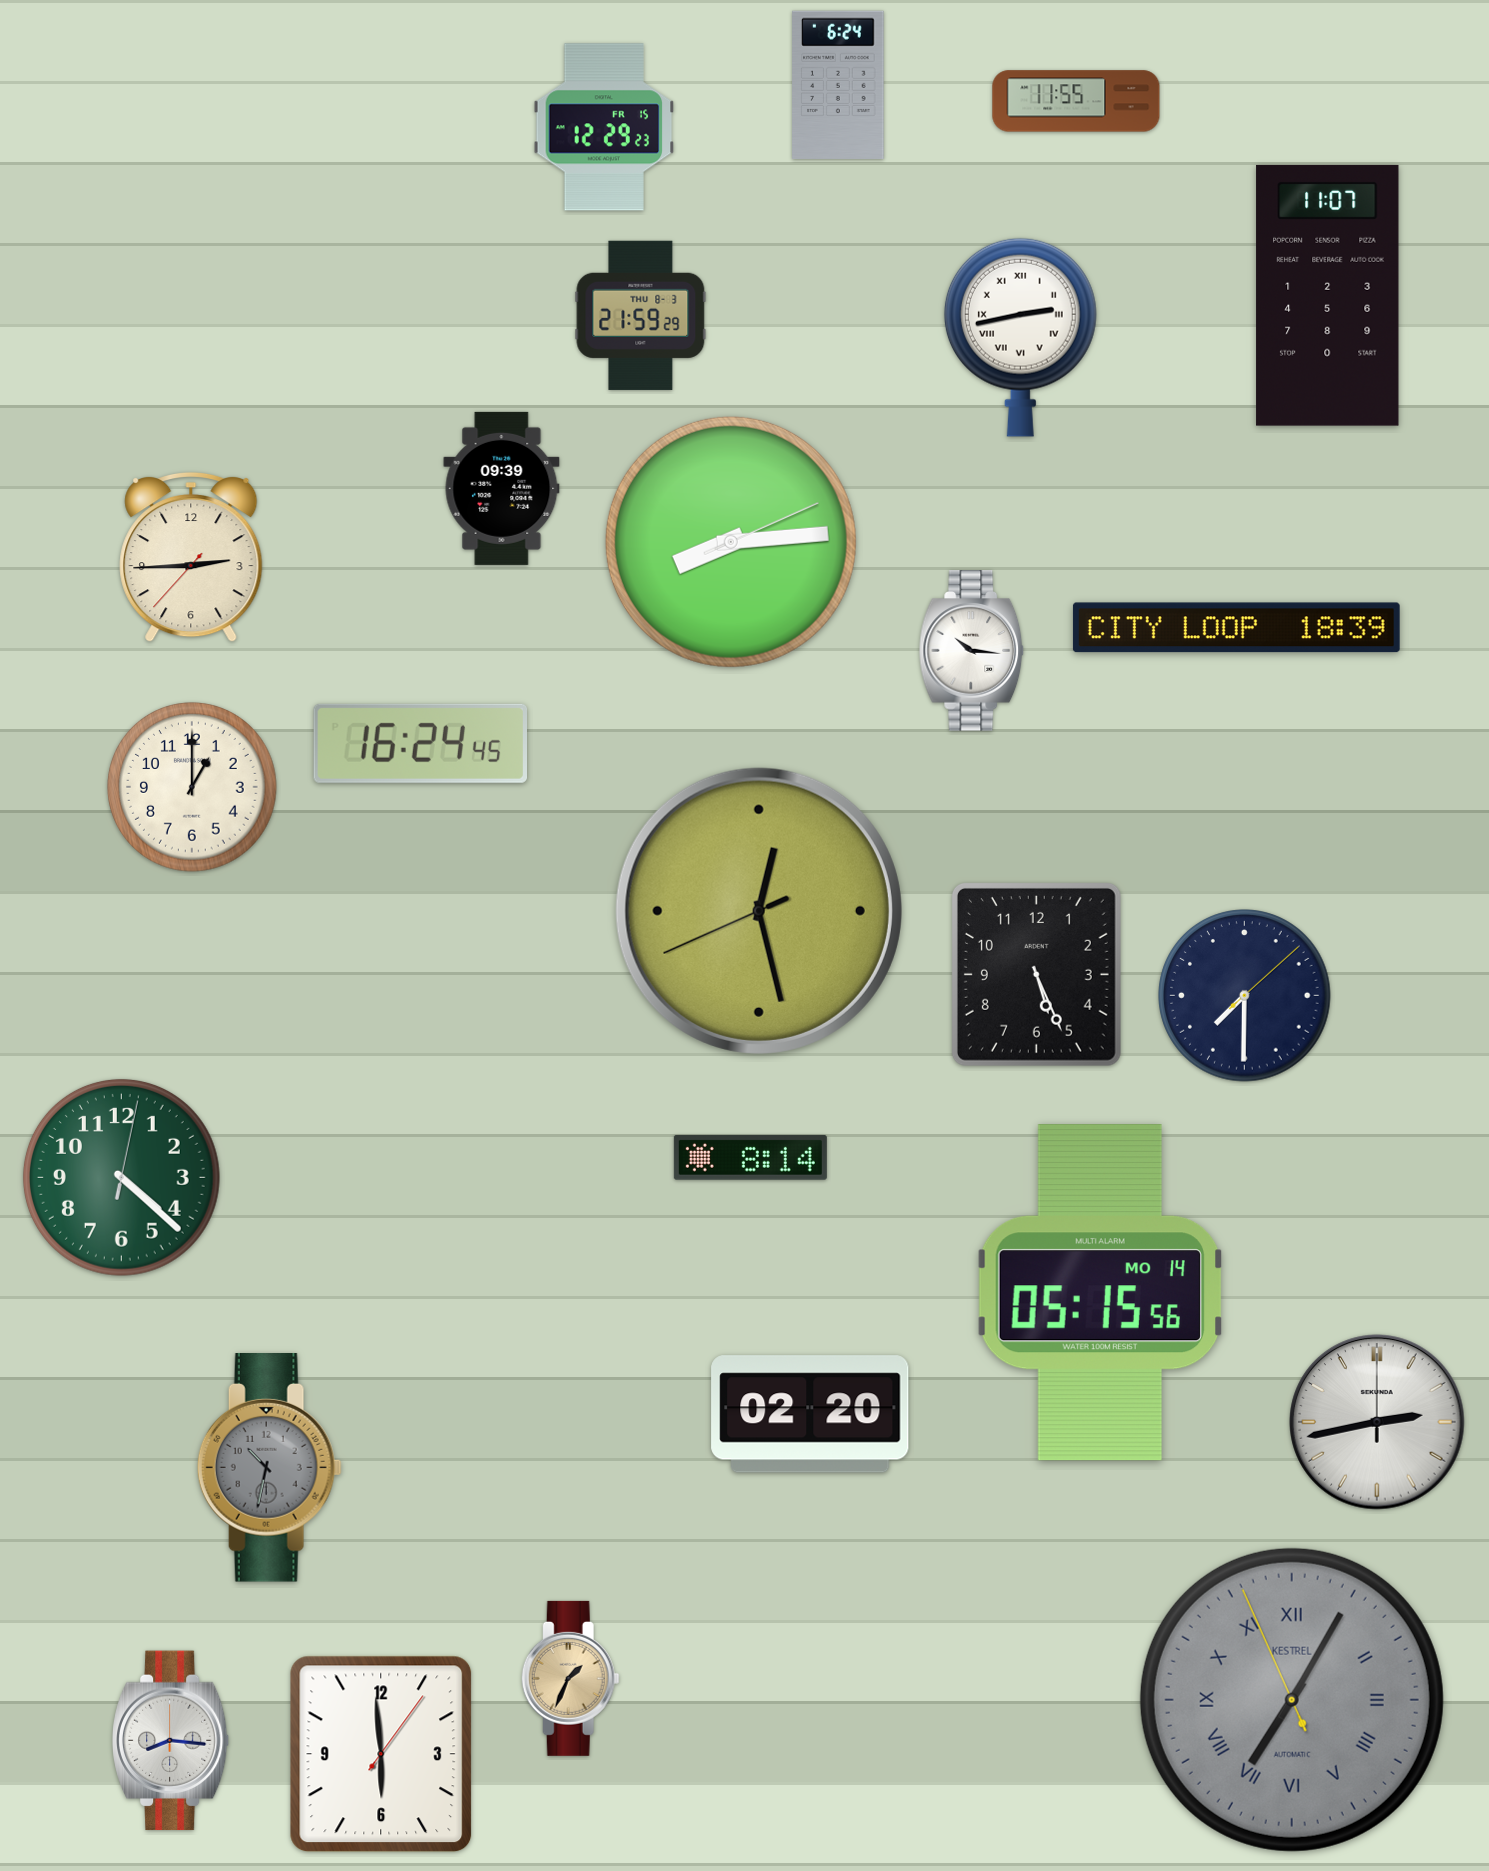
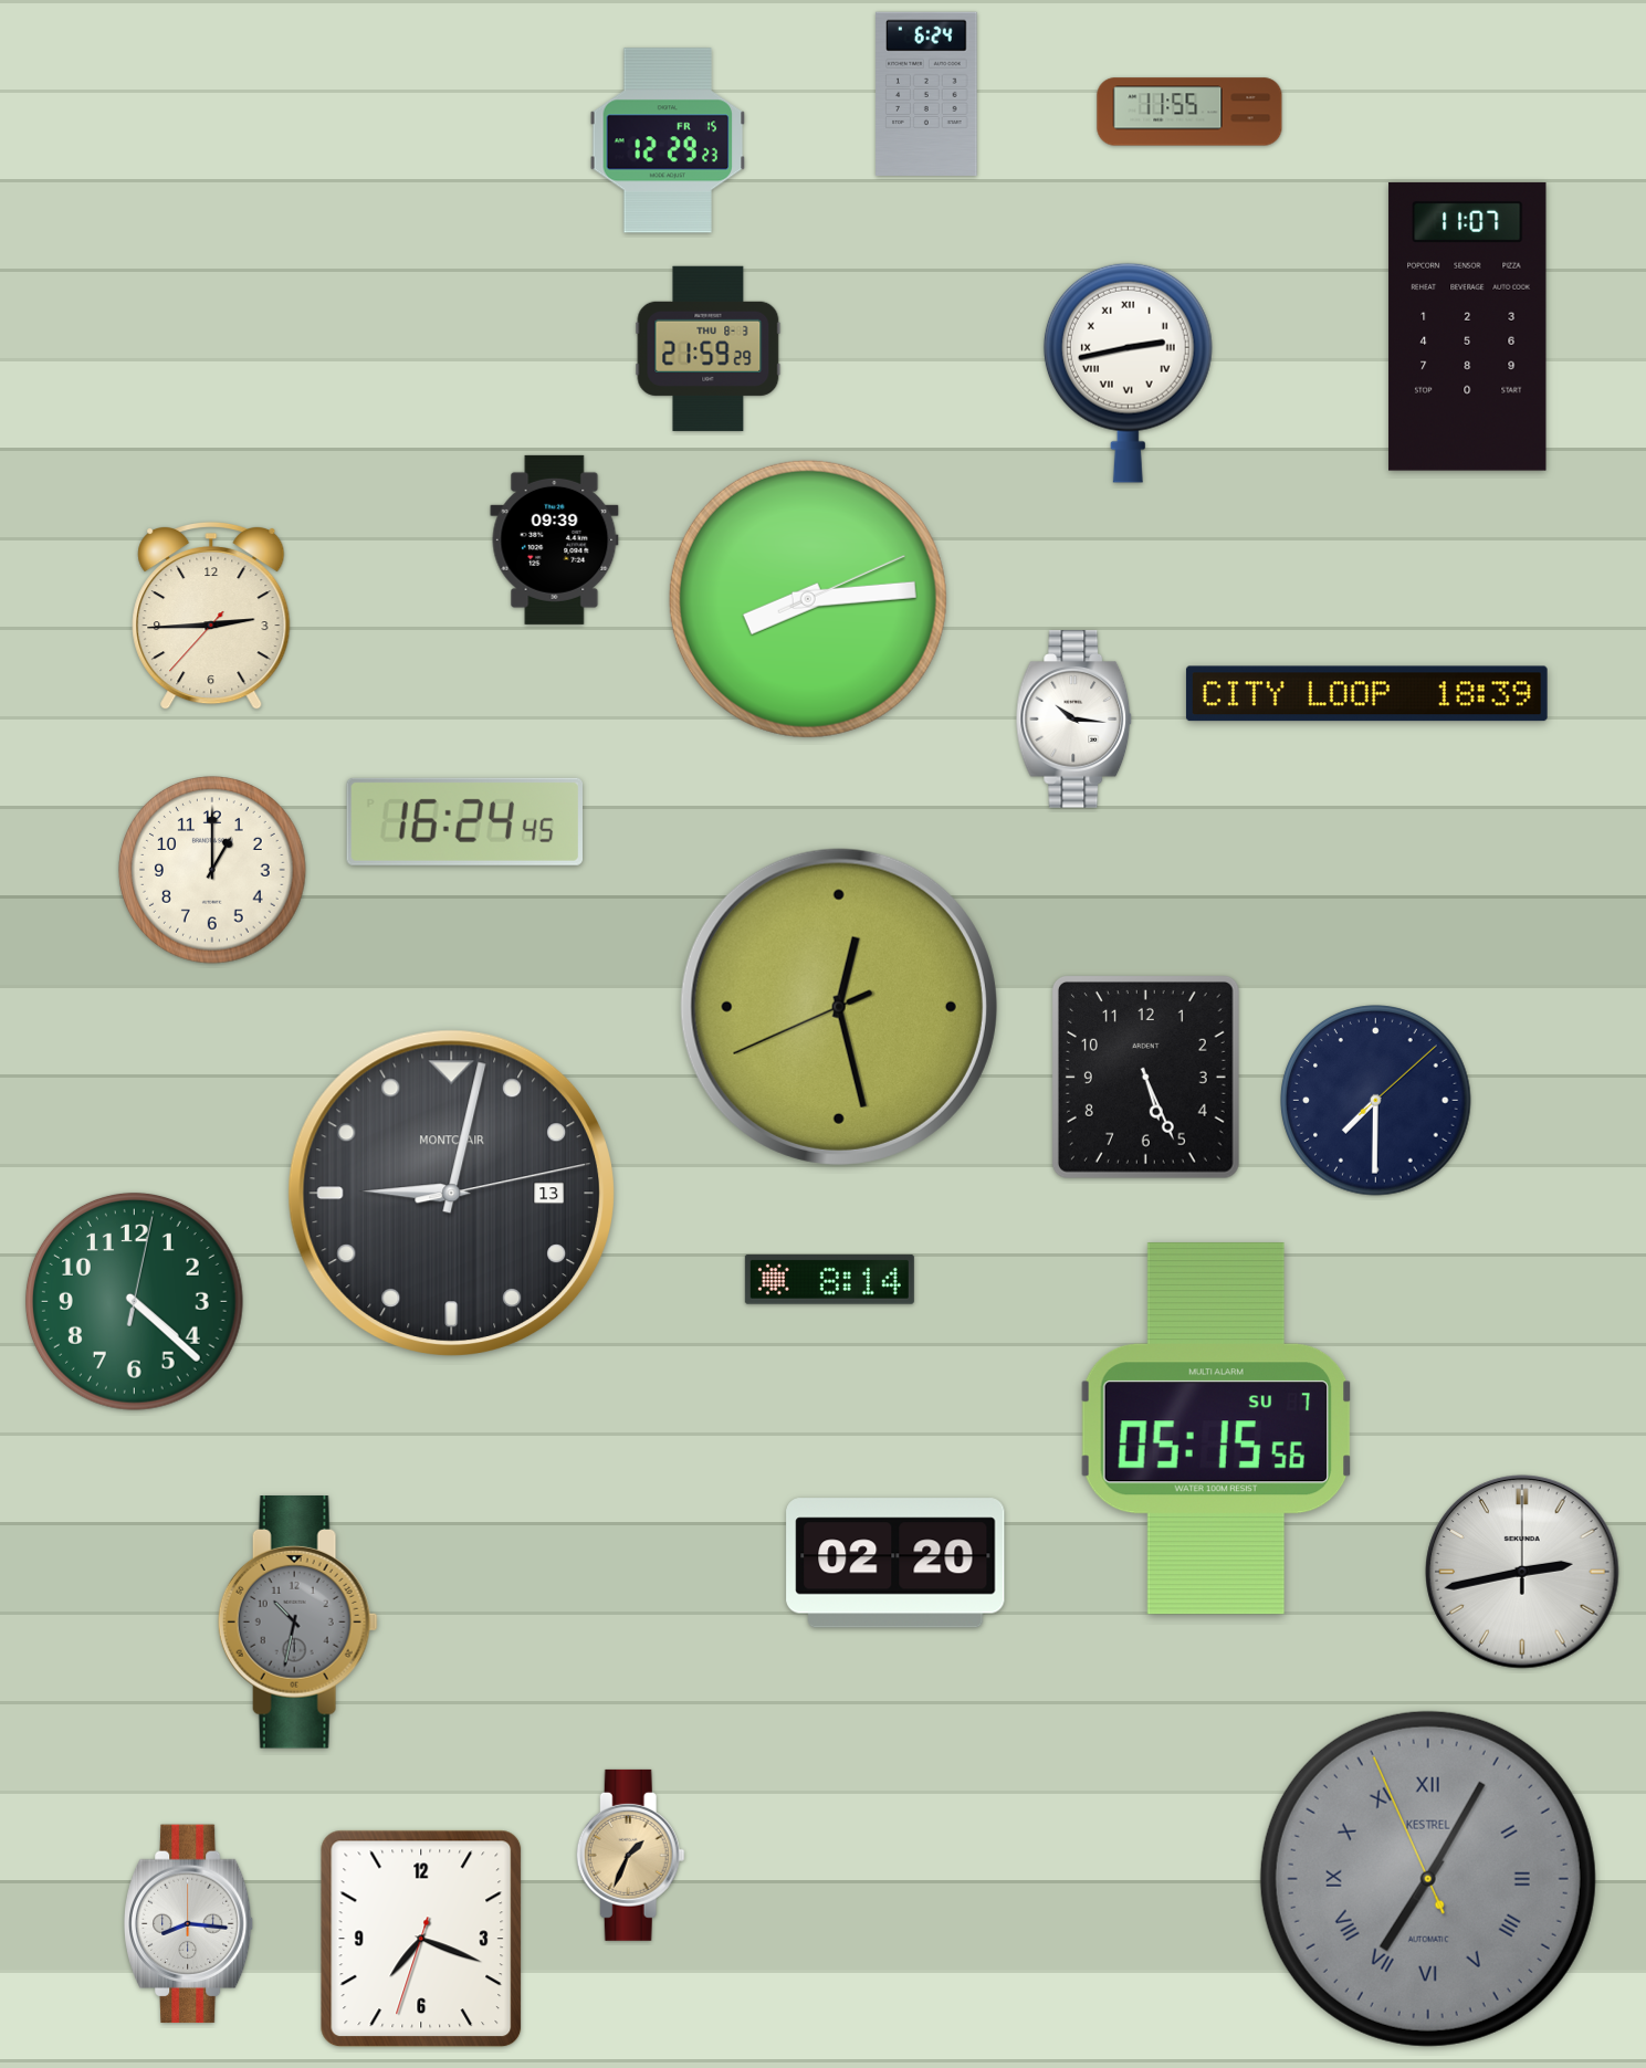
clock at (451, 1193): none -> 9:02
clock at (1101, 1293) date: MO 14 -> SU 7
clock at (381, 1754): 5:59 -> 7:18
